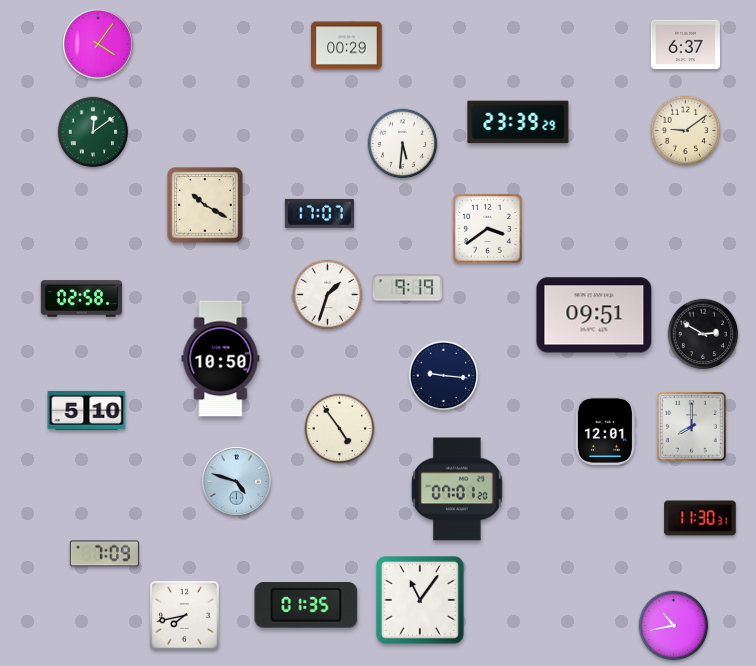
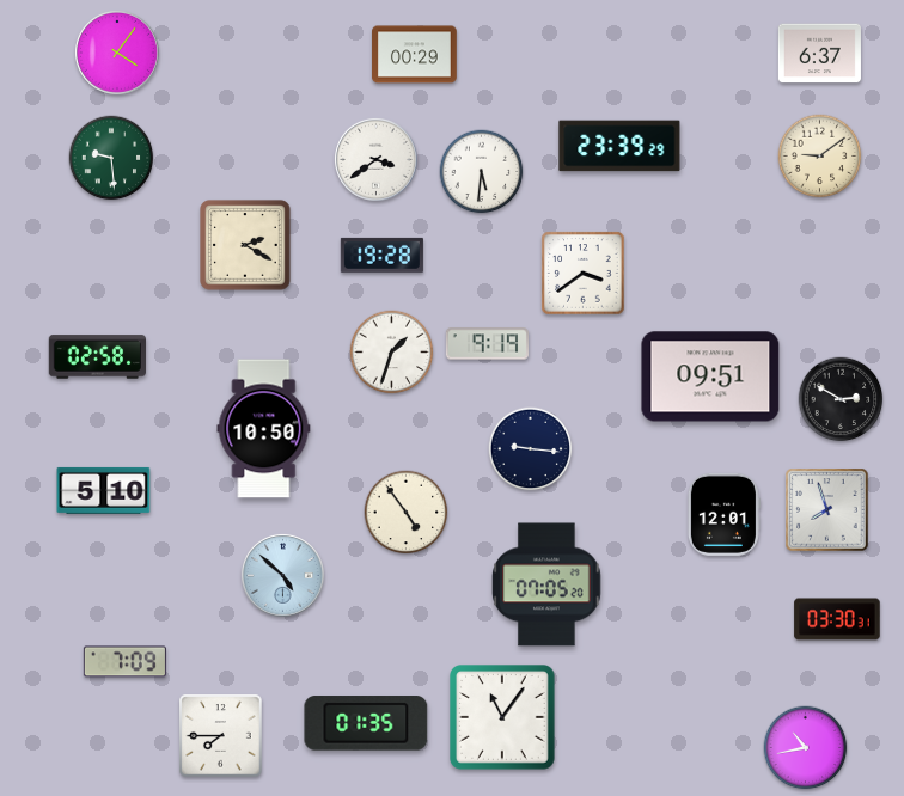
clock at (93, 132): 12:09 -> 9:29
clock at (375, 159): none -> 3:39
clock at (205, 205): 10:20 -> 2:20
clock at (319, 213): 17:07 -> 19:28
clock at (692, 427): 8:00 -> 7:57
clock at (236, 481): 4:48 -> 4:52
clock at (457, 489): 07:01 -> 07:05
clock at (700, 518): 11:30 -> 03:30
clock at (185, 616): 7:43 -> 7:45
